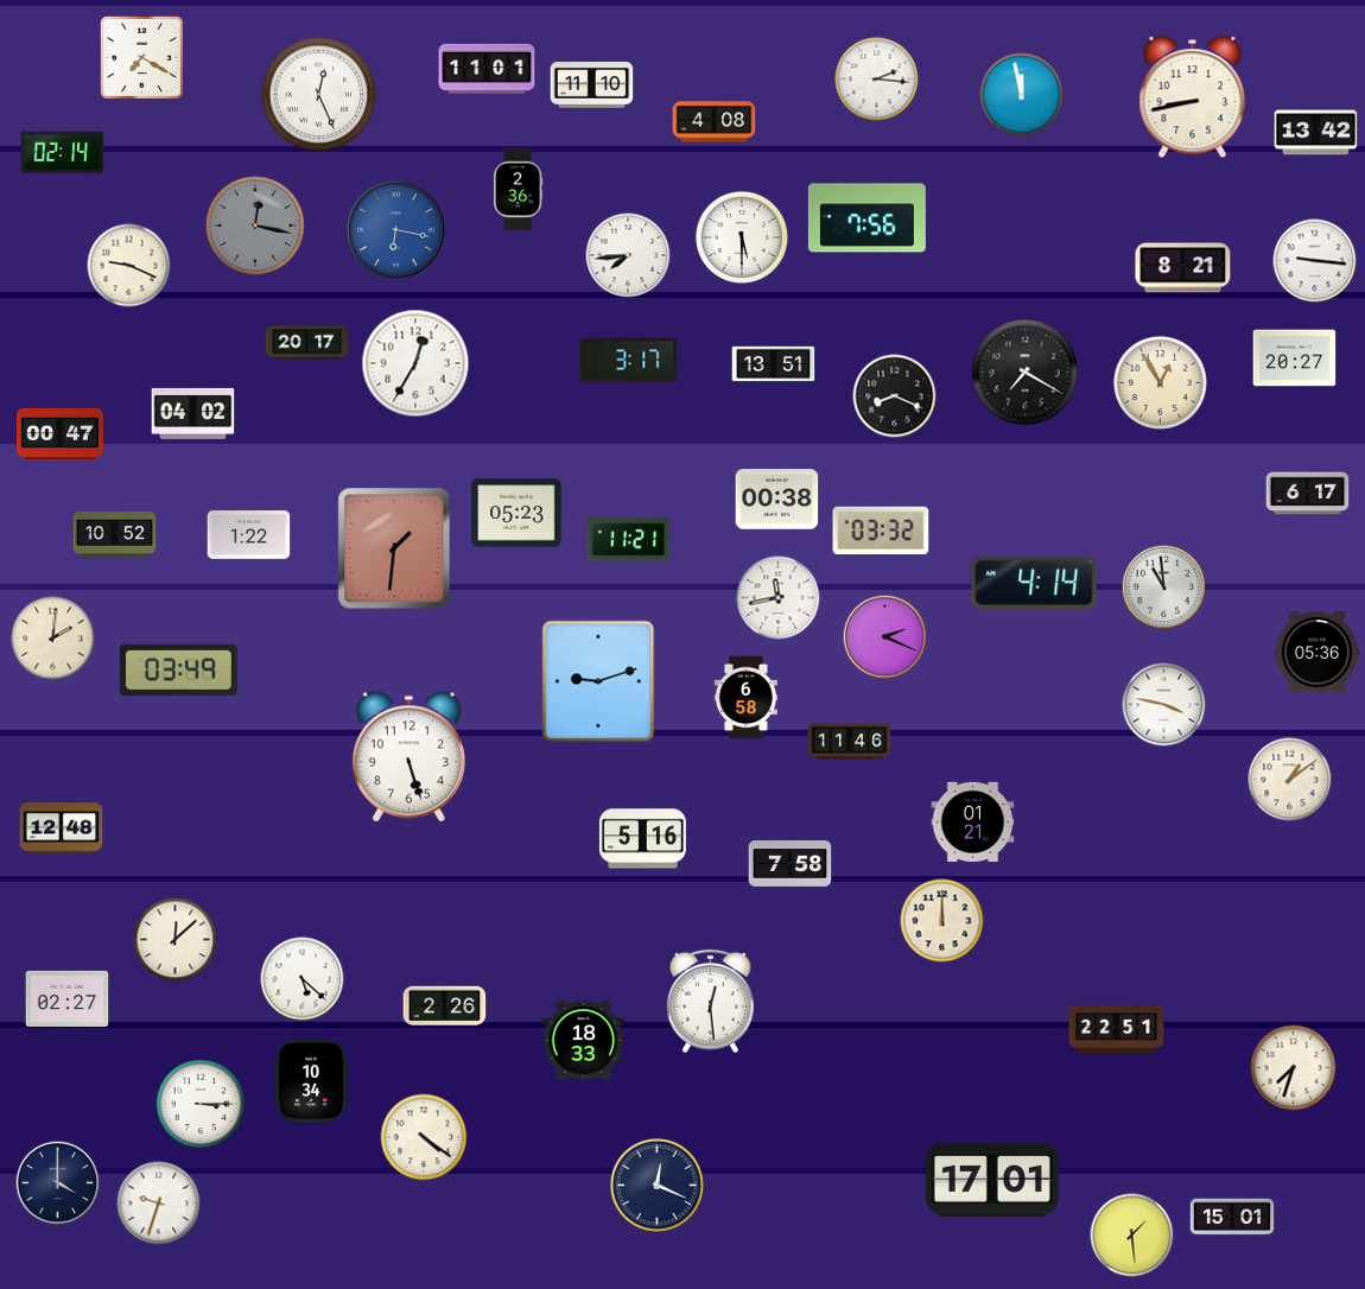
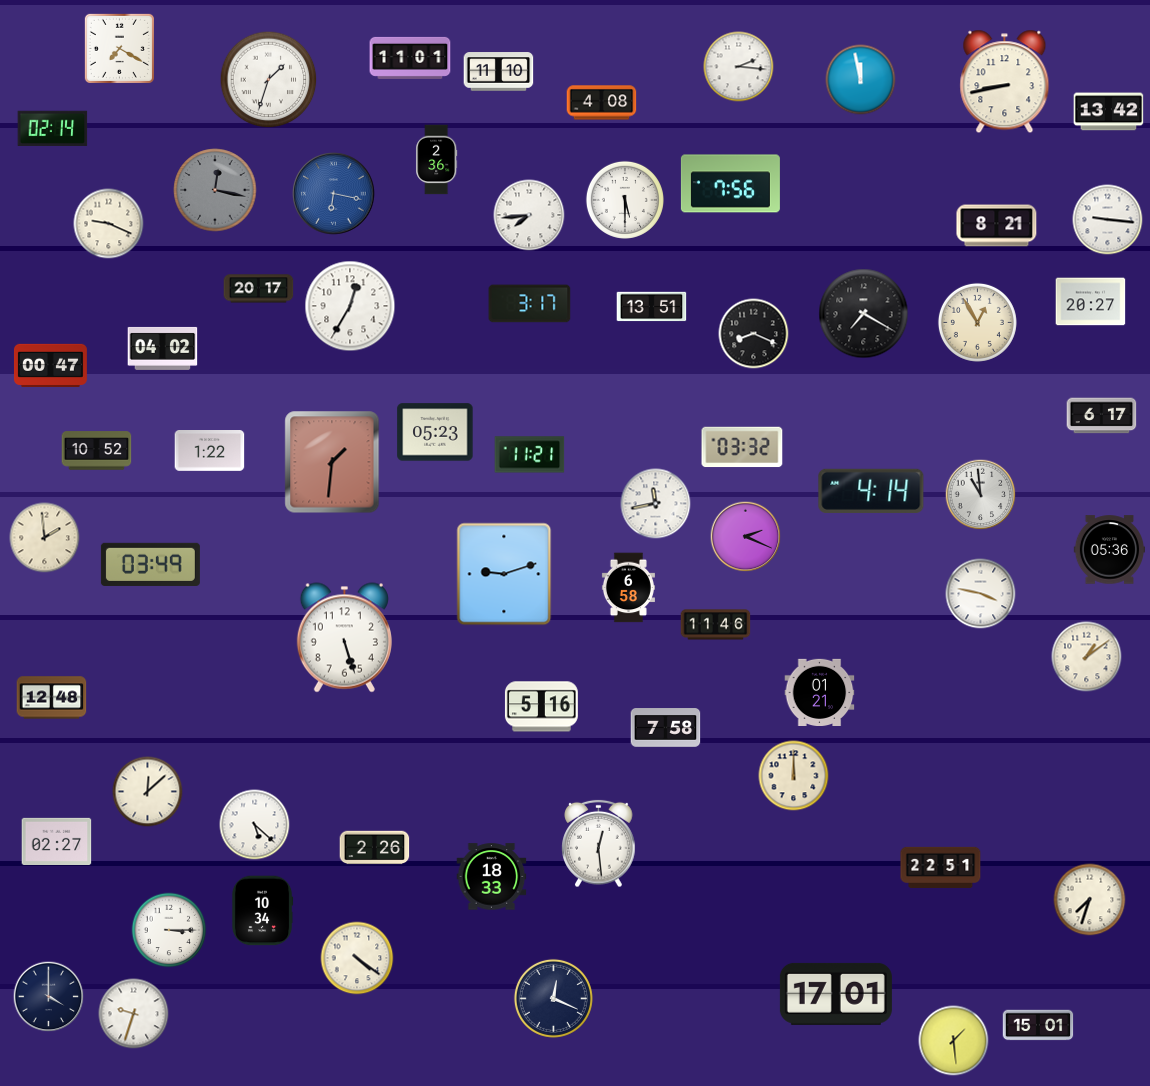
clock at (319, 95): 12:26 -> 1:33
clock at (777, 500): 00:38 -> none
clock at (53, 639): 2:01 -> 1:59
